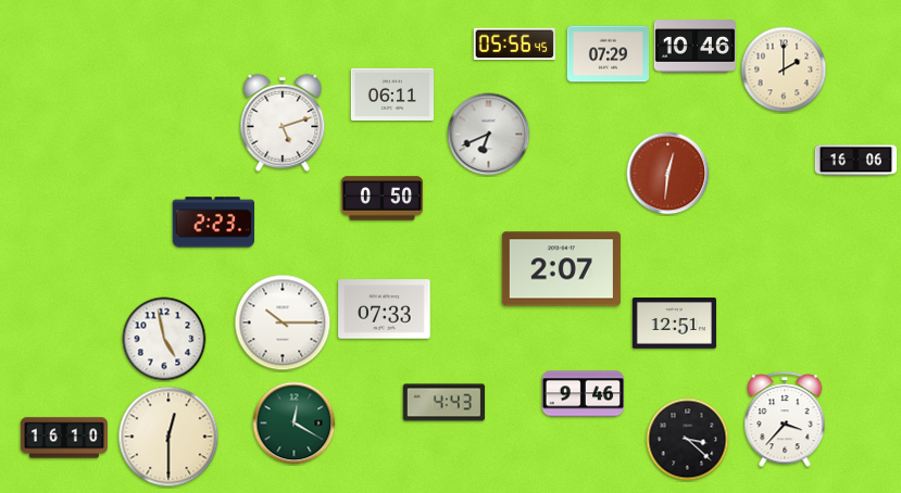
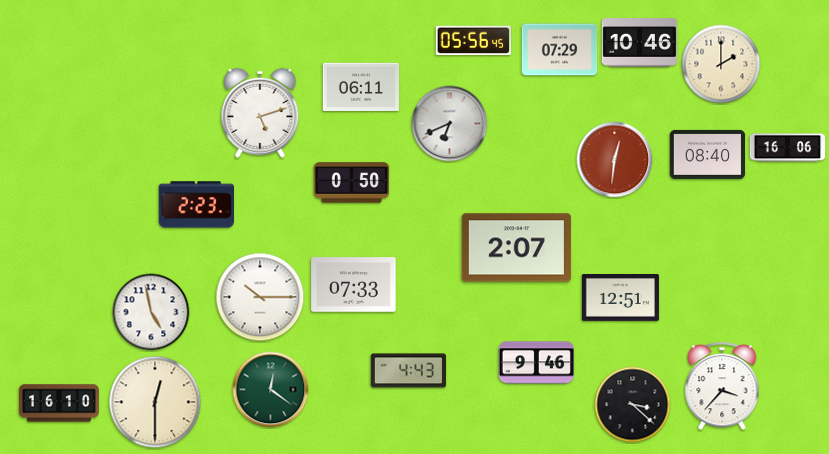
clock at (708, 154): none -> 08:40
clock at (295, 424): 12:20 -> 12:21
